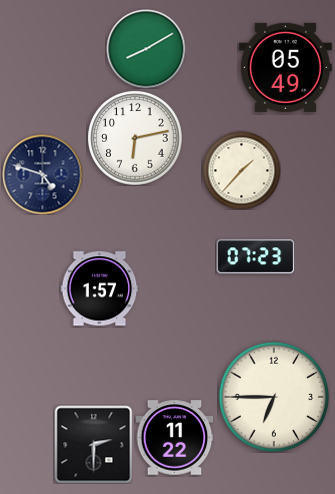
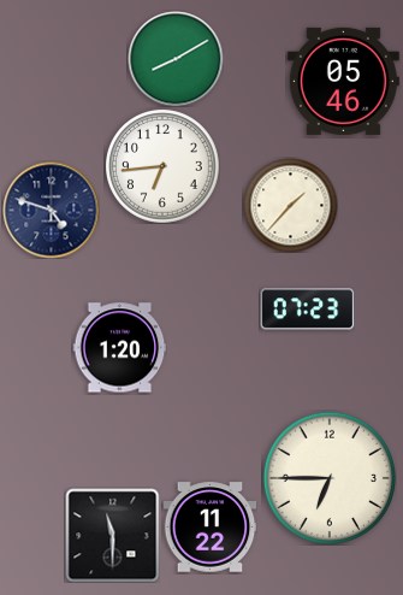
clock at (285, 67): 05:49 -> 05:46
clock at (135, 138): 6:13 -> 6:44
clock at (99, 289): 1:57 -> 1:20
clock at (93, 444): 2:30 -> 11:30
